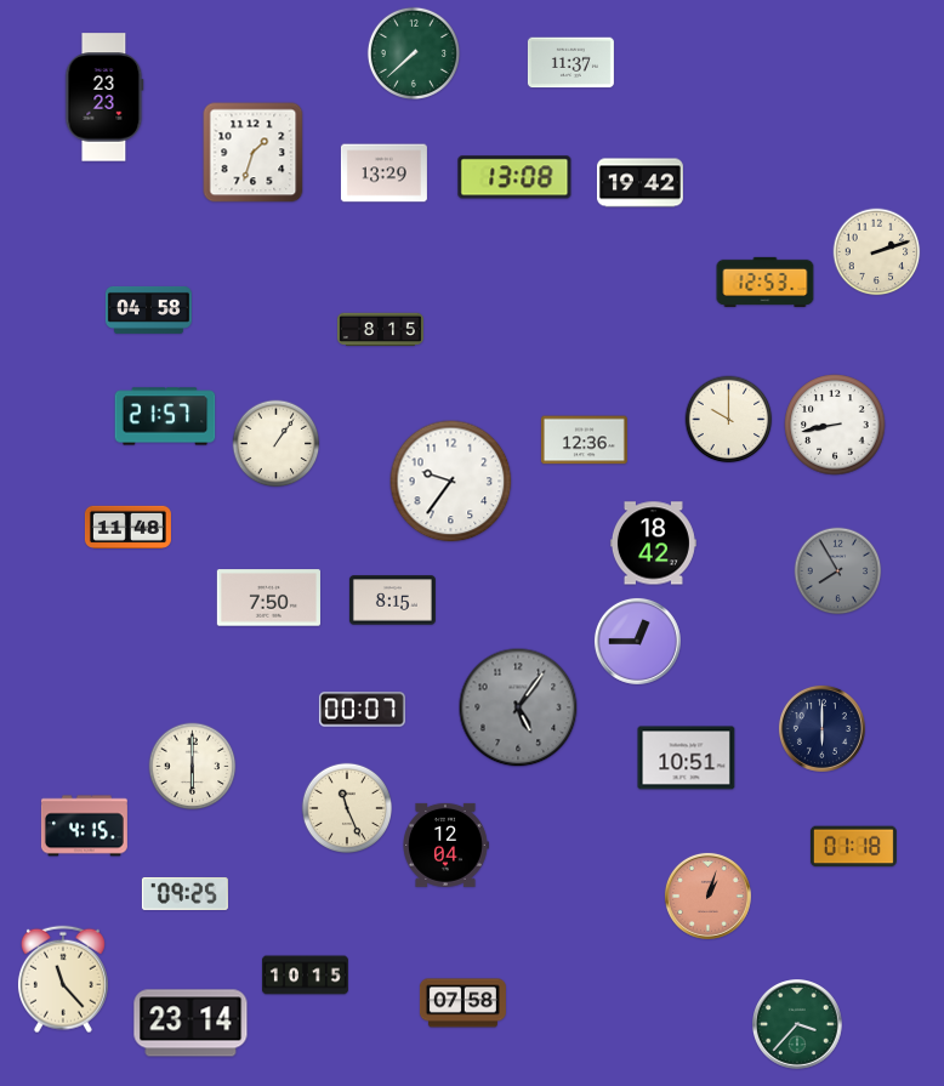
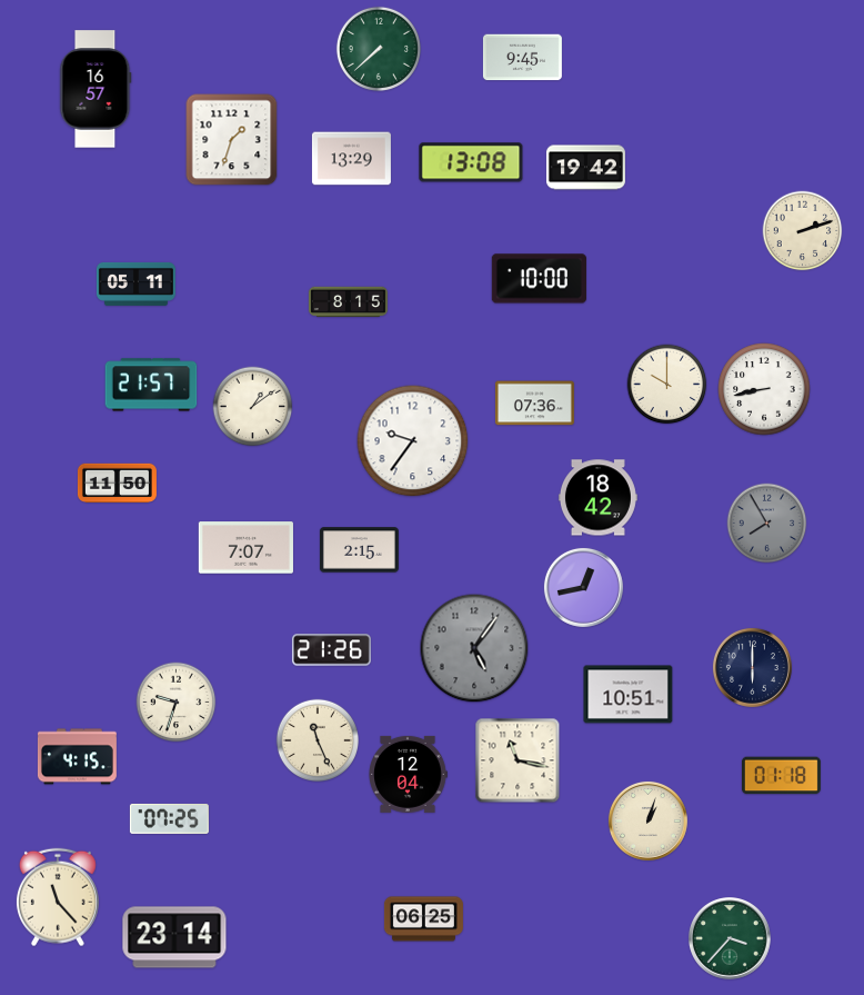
clock at (570, 63): 11:37 -> 9:45
clock at (104, 97): 23:23 -> 16:57
clock at (766, 282): 12:53 -> none
clock at (539, 279): none -> 10:00
clock at (148, 309): 04:58 -> 05:11
clock at (165, 416) position: (165, 416) -> (151, 385)
clock at (584, 440): 12:36 -> 07:36
clock at (277, 444): 1:06 -> 1:09
clock at (127, 528): 11:48 -> 11:50
clock at (268, 598): 7:50 -> 7:07
clock at (392, 601): 8:15 -> 2:15
clock at (637, 641): 12:45 -> 12:43
clock at (362, 710): 00:07 -> 21:26
clock at (193, 767): 6:00 -> 9:33
clock at (518, 760): none -> 11:17
clock at (184, 893): 09:25 -> 07:25
clock at (707, 895) dial: salmon -> cream
clock at (305, 976): 10:15 -> none
clock at (462, 1003): 07:58 -> 06:25
